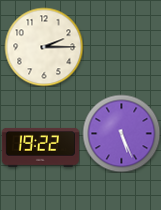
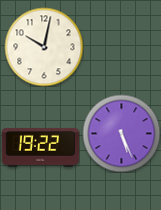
clock at (44, 47): 2:15 -> 10:02
